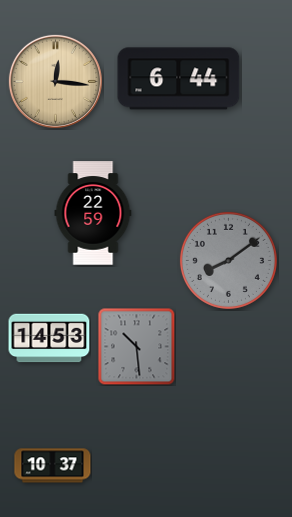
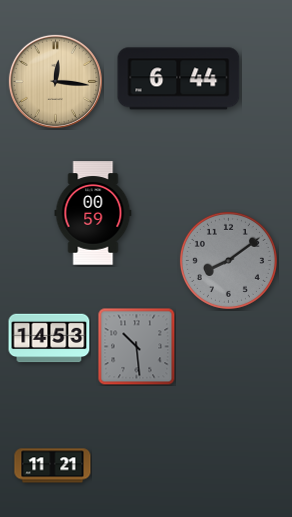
clock at (93, 213): 22:59 -> 00:59
clock at (53, 466): 10:37 -> 11:21
